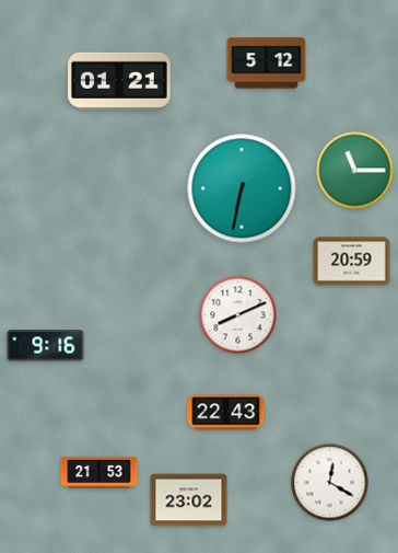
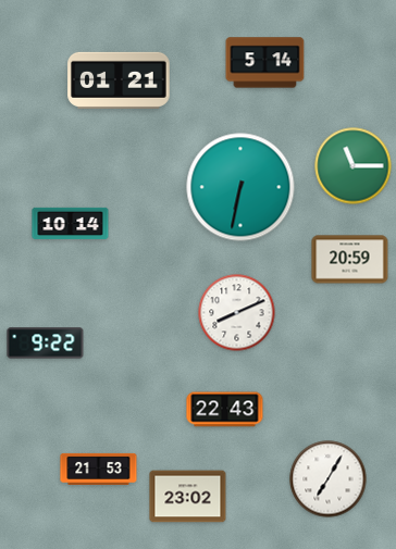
clock at (267, 64): 5:12 -> 5:14
clock at (355, 171) position: (355, 171) -> (354, 166)
clock at (71, 223): none -> 10:14
clock at (46, 346): 9:16 -> 9:22
clock at (330, 483): 12:20 -> 7:05
